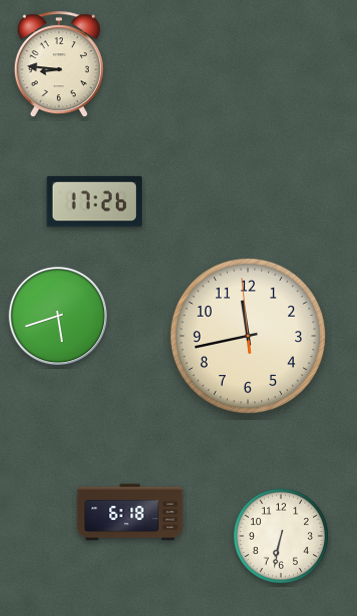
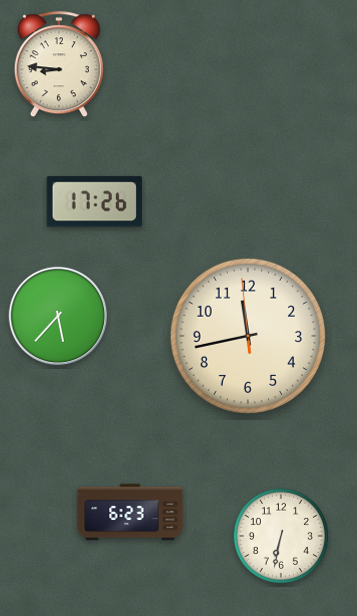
clock at (58, 316): 5:42 -> 5:37
clock at (130, 512): 6:18 -> 6:23
